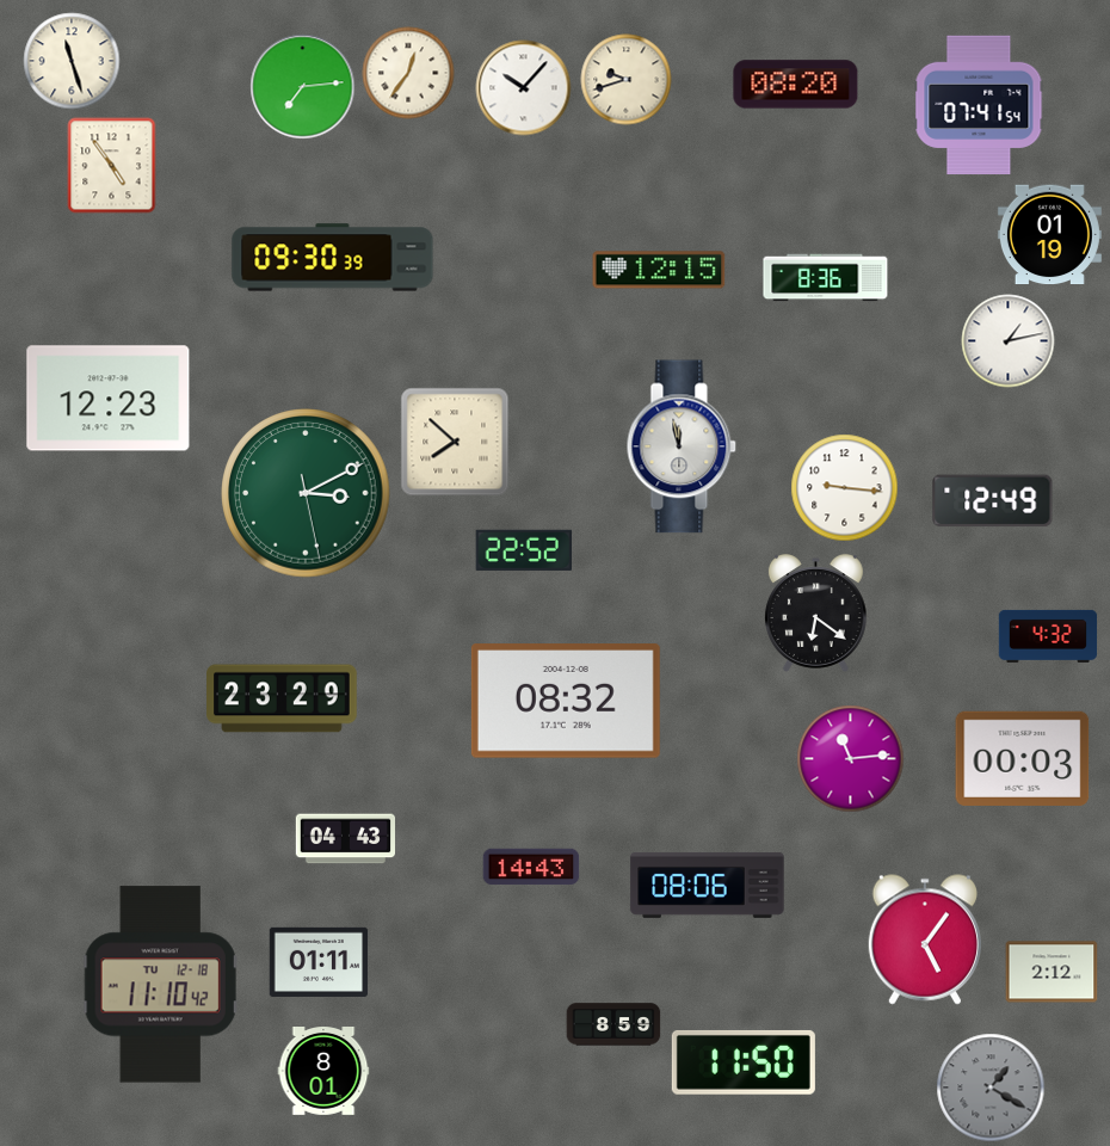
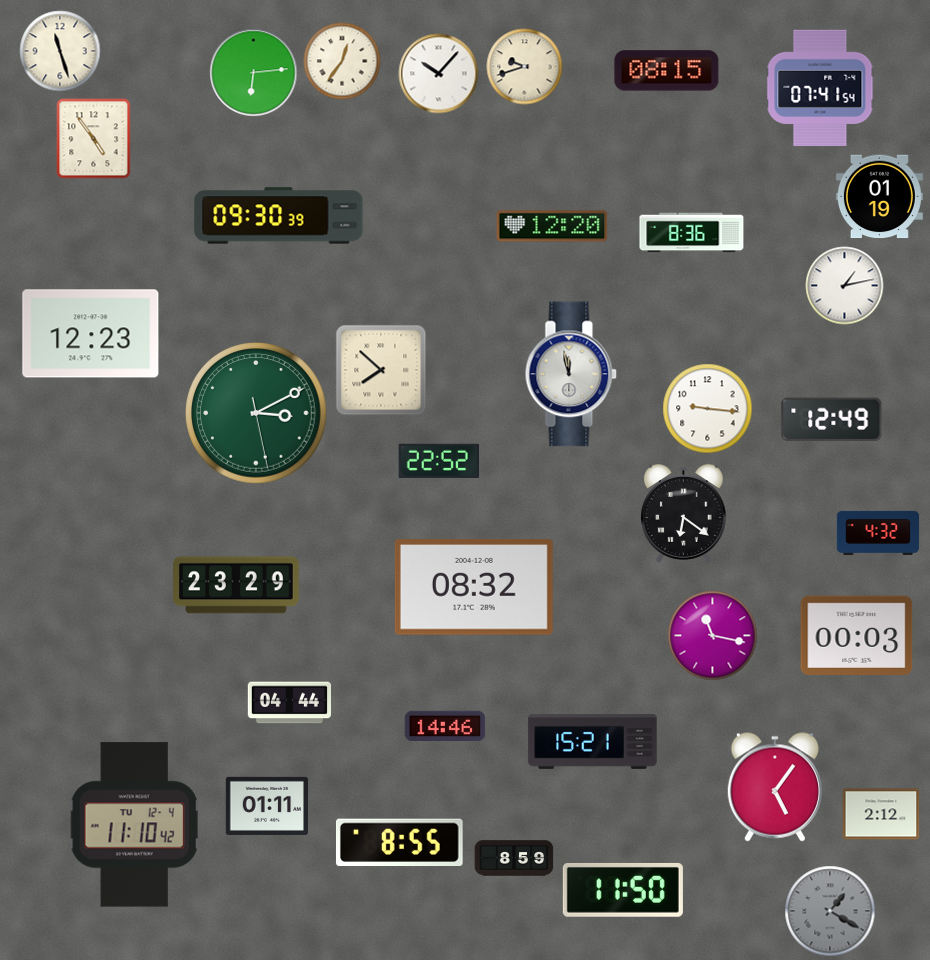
clock at (796, 85): 08:20 -> 08:15
clock at (303, 87): 7:14 -> 6:14
clock at (659, 270): 12:15 -> 12:20
clock at (851, 759): 11:14 -> 11:17
clock at (345, 839): 04:43 -> 04:44
clock at (531, 867): 14:43 -> 14:46
clock at (708, 885): 08:06 -> 15:21
clock at (160, 985) date: TU 12-18 -> TU 12-4
clock at (400, 842): none -> 8:55
clock at (323, 1072): 8:01 -> none
